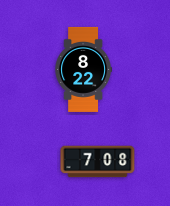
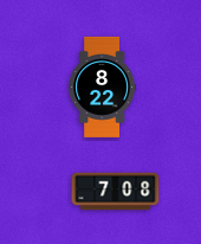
clock at (83, 69) position: (83, 69) -> (102, 86)
